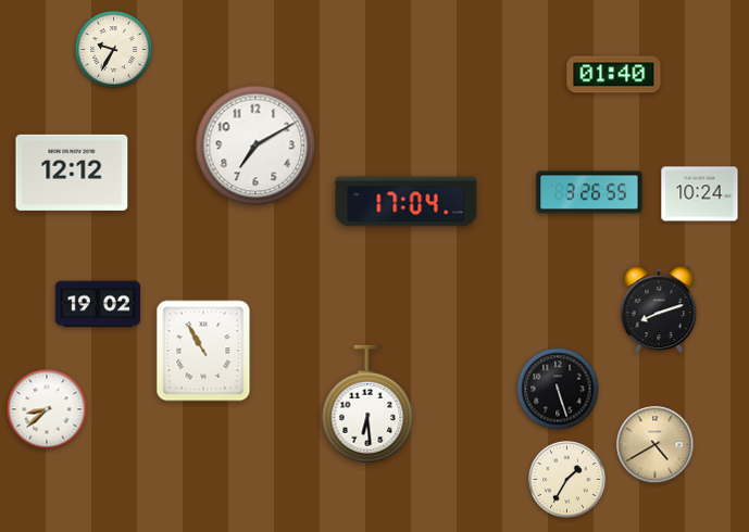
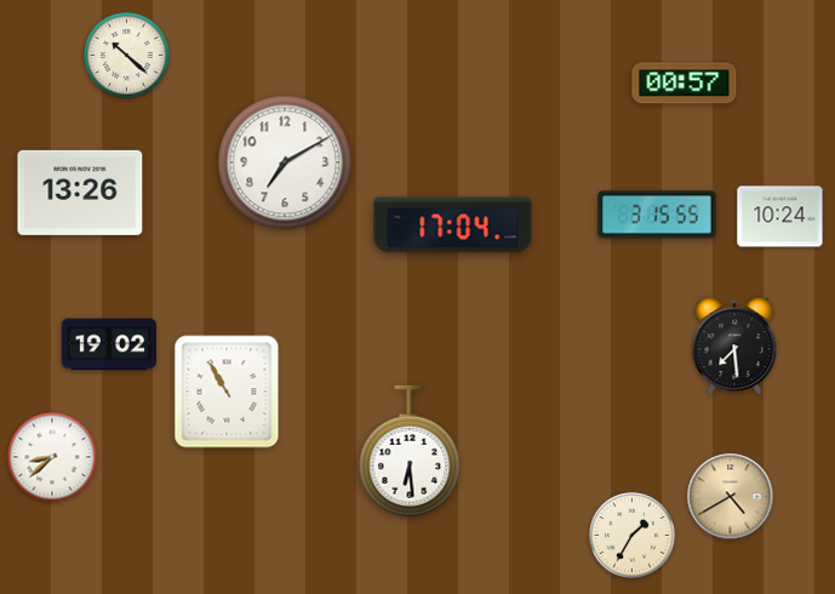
clock at (114, 50): 9:35 -> 10:22
clock at (614, 75): 01:40 -> 00:57
clock at (72, 173): 12:12 -> 13:26
clock at (589, 192): 3:26 -> 3:15
clock at (97, 304) position: (97, 304) -> (108, 344)
clock at (659, 309): 8:12 -> 7:29
clock at (558, 389): 5:27 -> none
